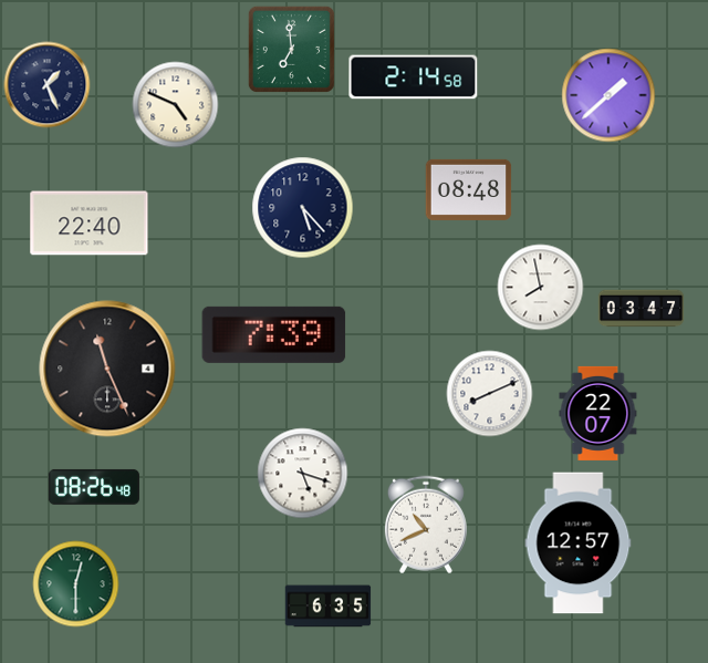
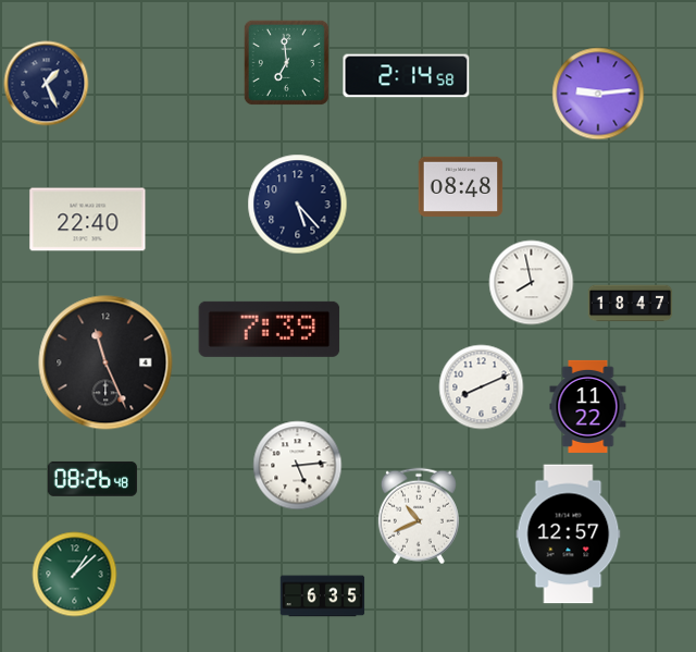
clock at (291, 49) position: (291, 49) -> (286, 62)
clock at (608, 95): 1:38 -> 9:14
clock at (175, 104): 4:49 -> none
clock at (641, 309): 03:47 -> 18:47
clock at (598, 413): 22:07 -> 11:22
clock at (302, 473): 5:18 -> 5:14
clock at (75, 583): 12:30 -> 1:08
